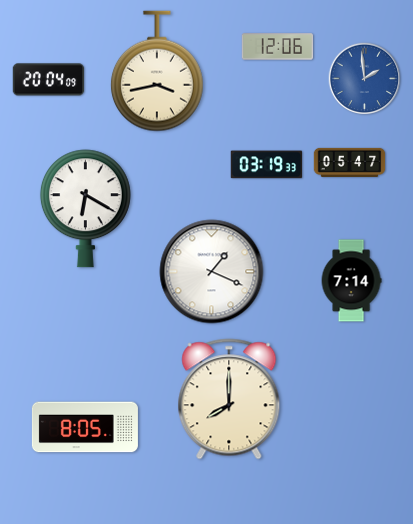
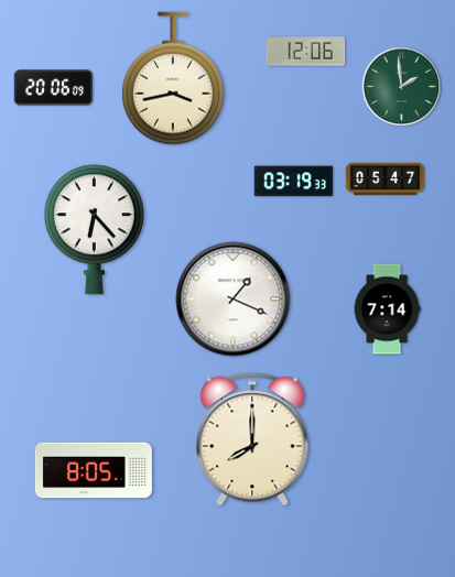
clock at (365, 79) dial: blue -> green
clock at (49, 80): 20:04 -> 20:06
clock at (85, 209): 6:20 -> 6:23
